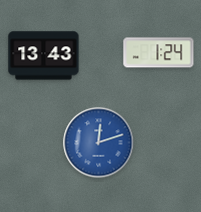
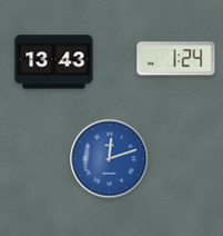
clock at (44, 56) position: (44, 56) -> (54, 62)
